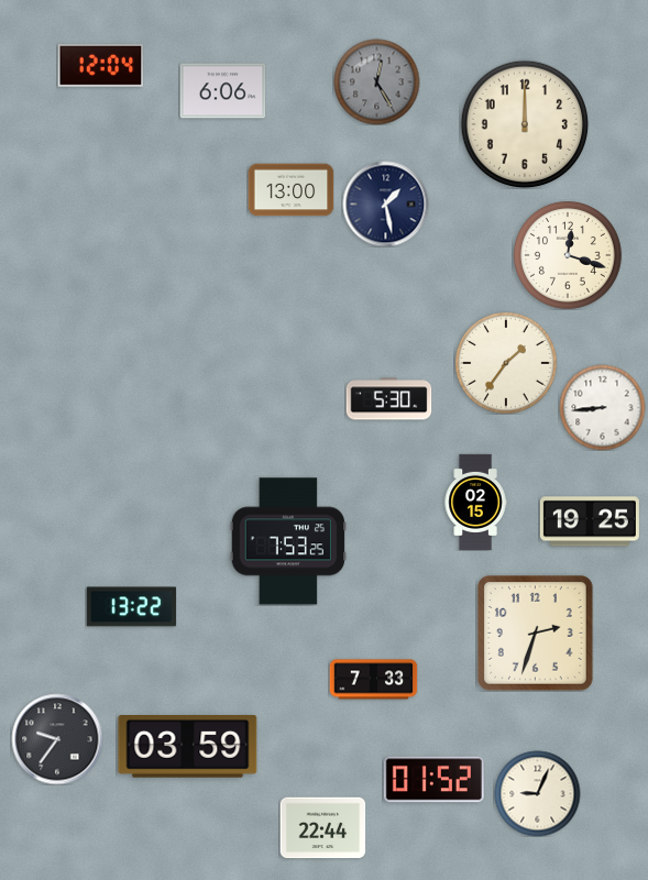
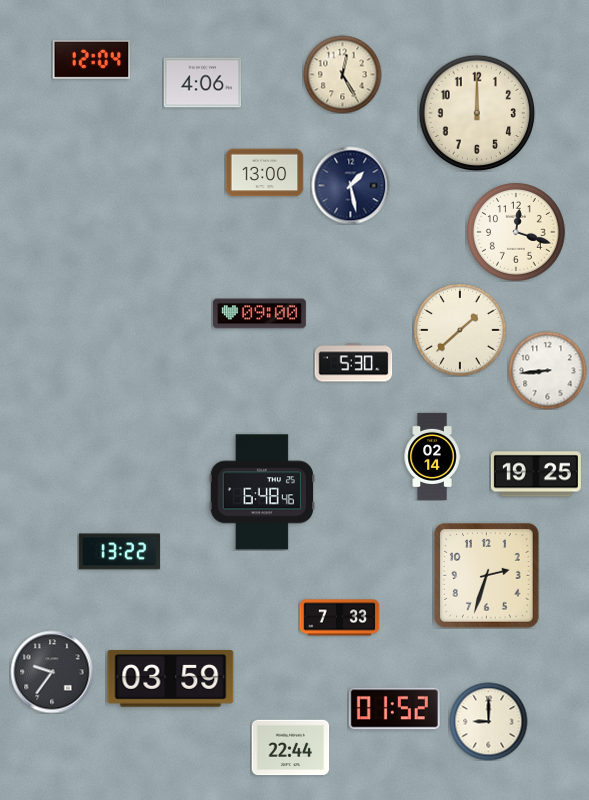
clock at (376, 81) dial: grey -> cream
clock at (222, 91): 6:06 -> 4:06
clock at (259, 314): none -> 09:00
clock at (506, 363): 1:36 -> 1:38
clock at (475, 502): 02:15 -> 02:14
clock at (288, 541): 7:53 -> 6:48
clock at (537, 793): 9:04 -> 9:00
clock at (322, 828) position: (322, 828) -> (290, 748)
